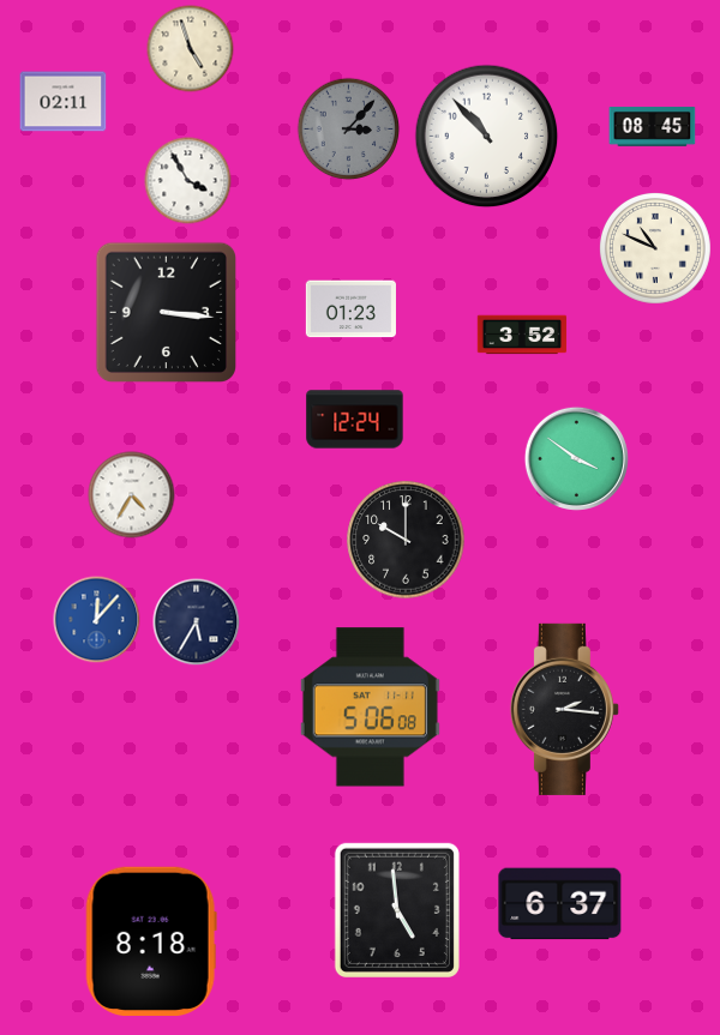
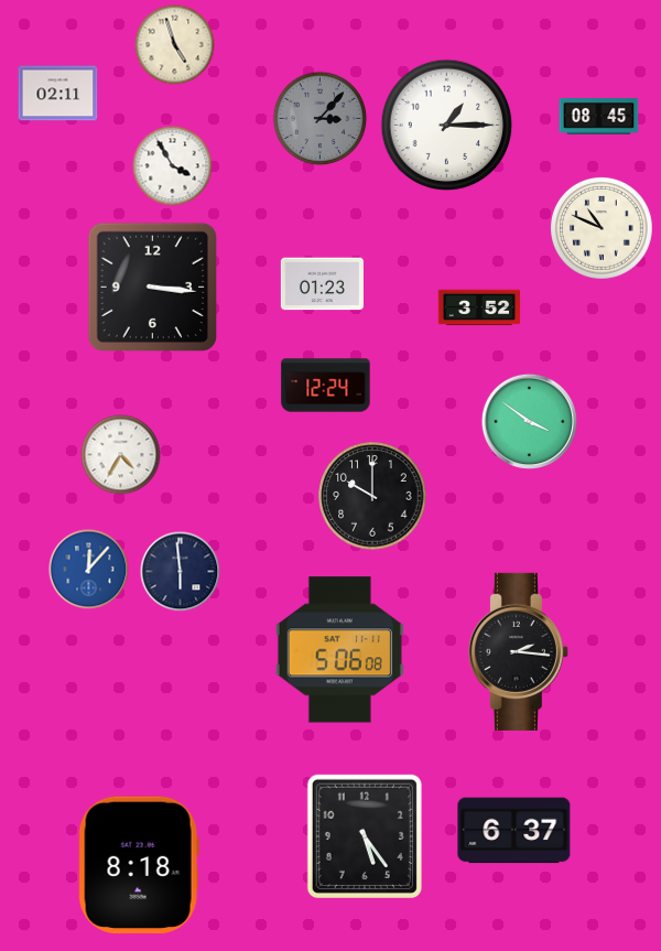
clock at (487, 137): 10:53 -> 1:15
clock at (197, 622): 5:35 -> 5:59
clock at (397, 910): 4:59 -> 5:24
